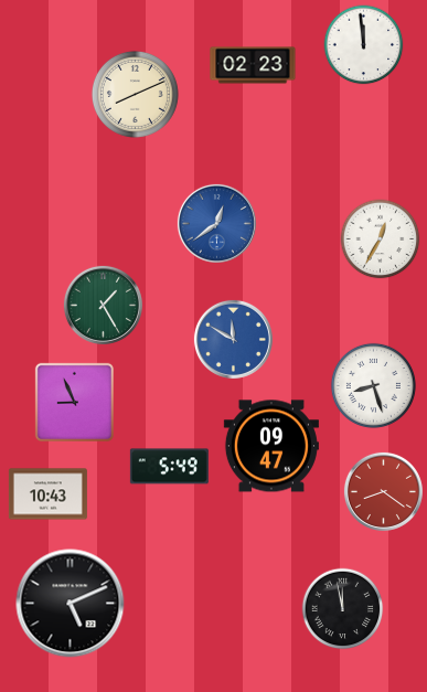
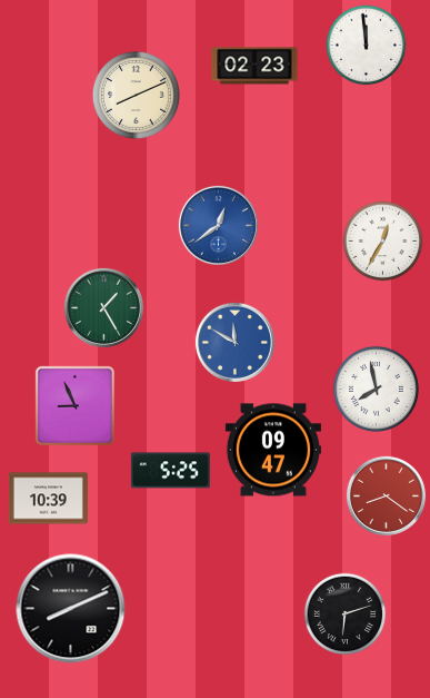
clock at (373, 385): 8:27 -> 7:58
clock at (169, 467): 5:49 -> 5:25
clock at (47, 494): 10:43 -> 10:39
clock at (71, 604): 5:11 -> 8:11
clock at (343, 609): 11:58 -> 6:12
